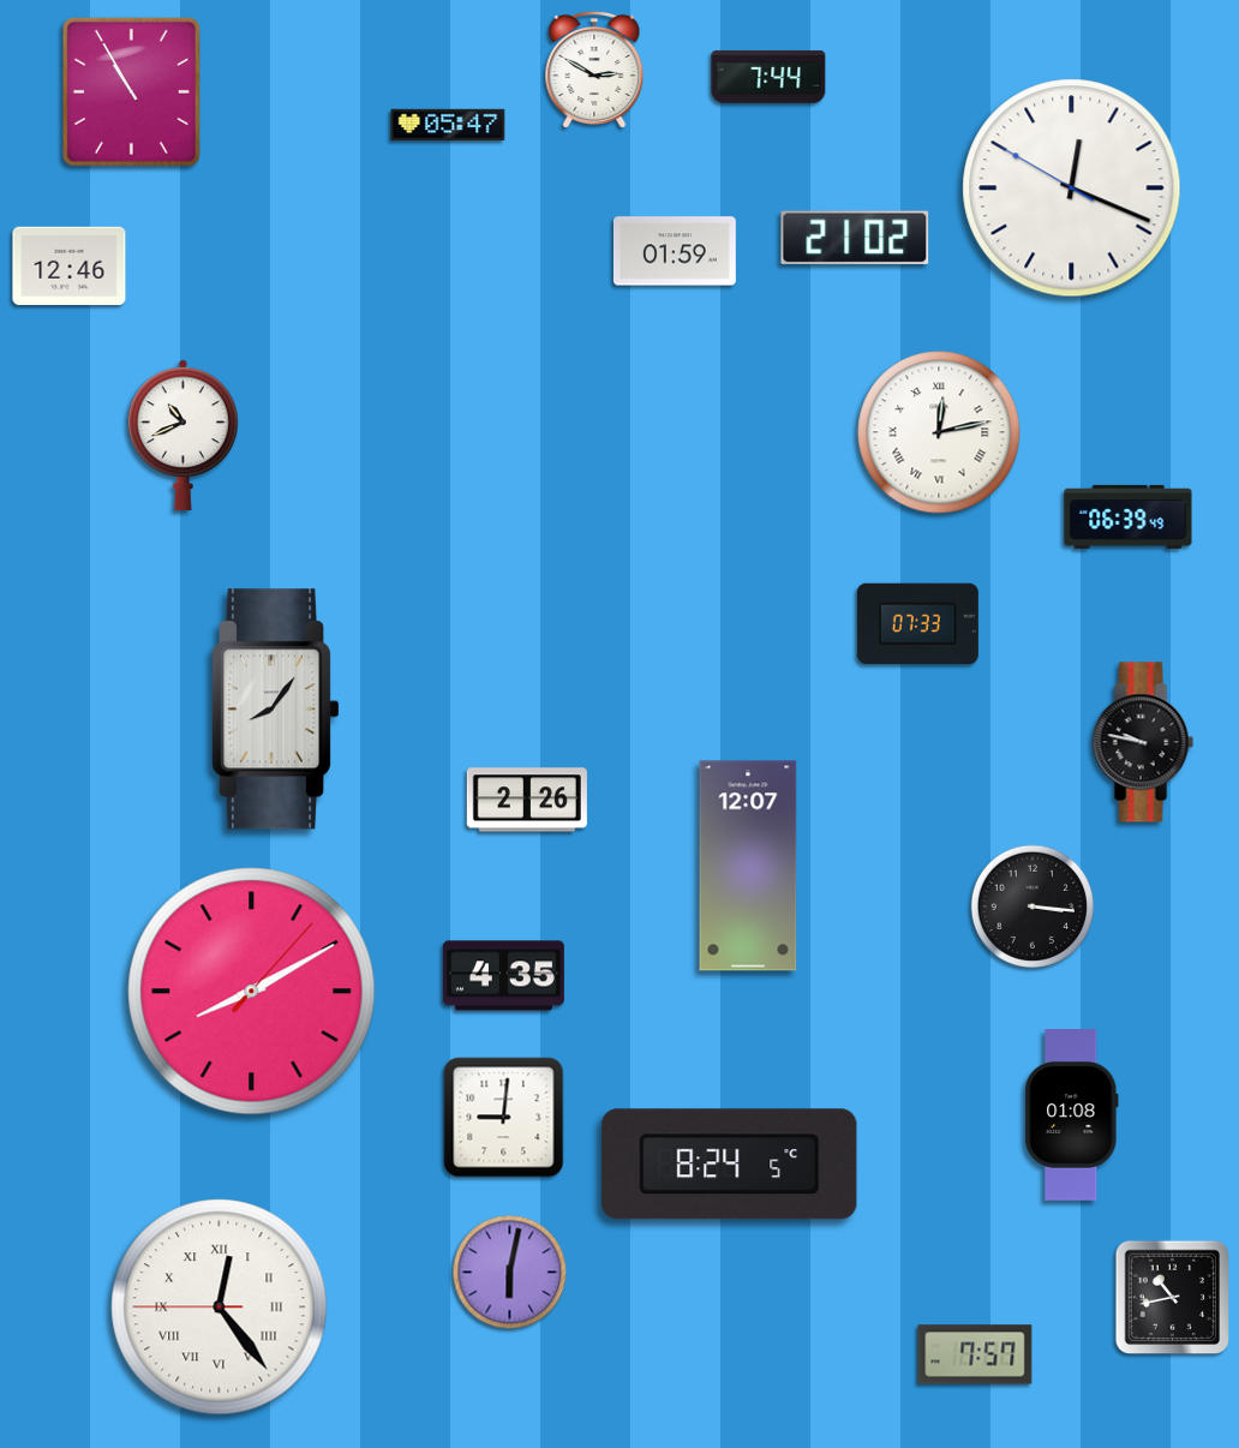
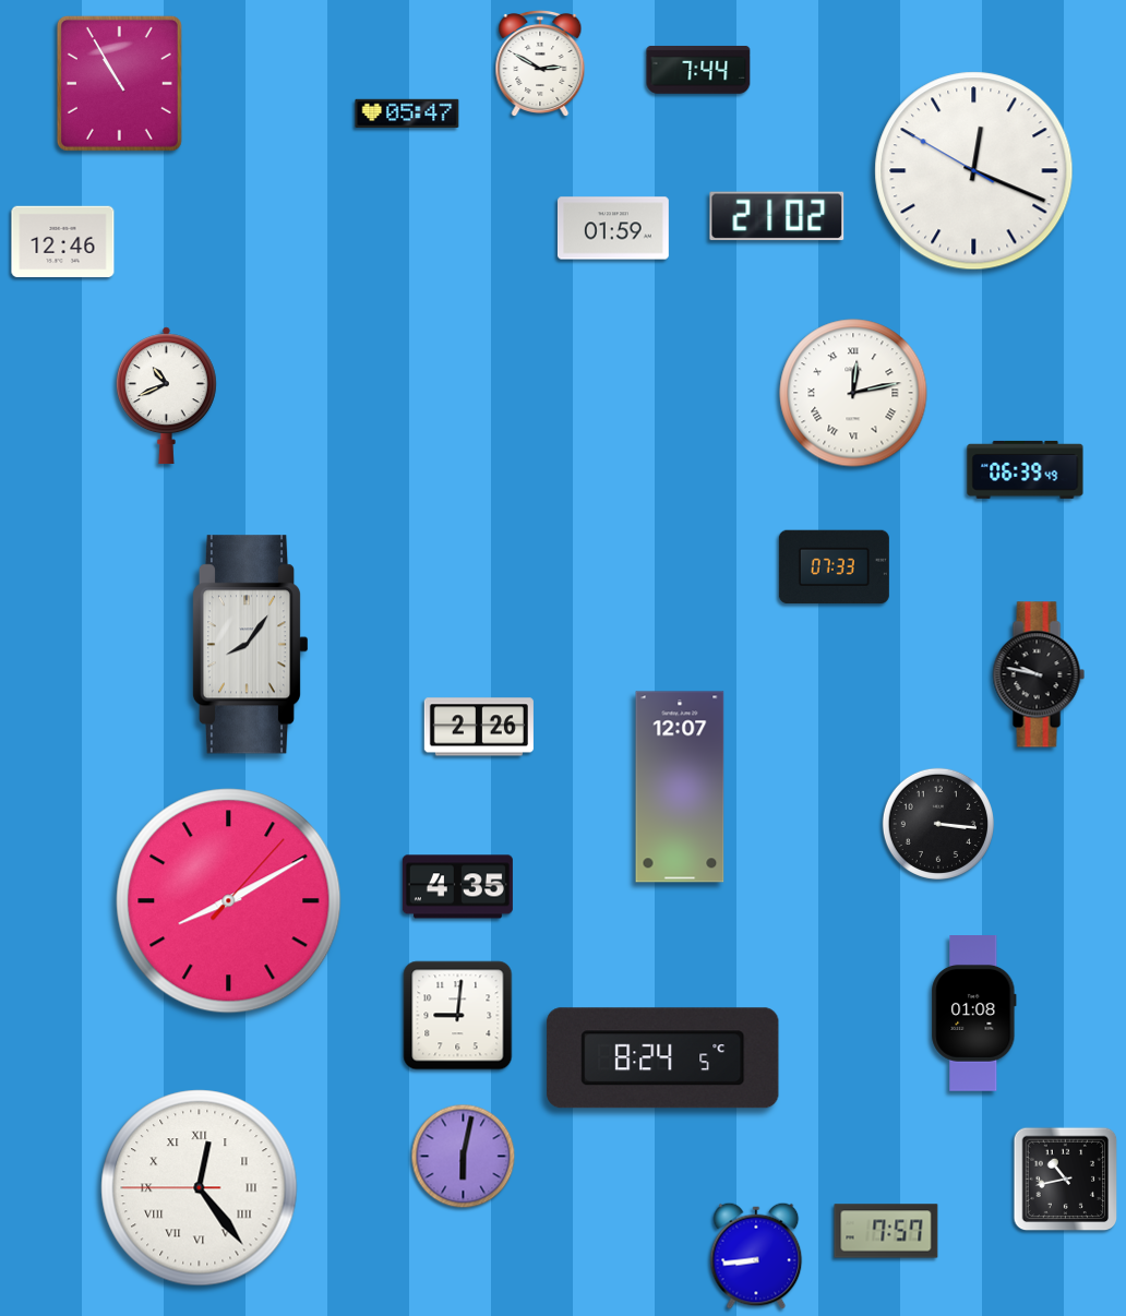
clock at (756, 1256): none -> 8:44
